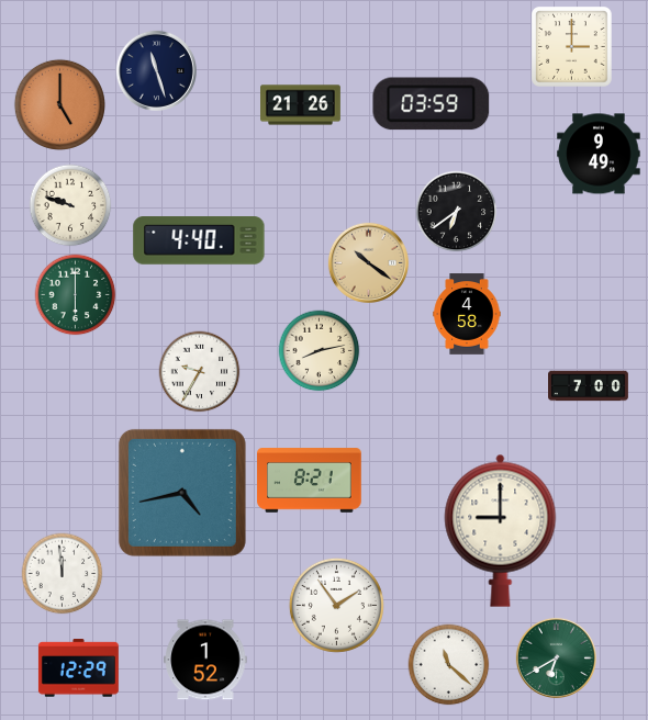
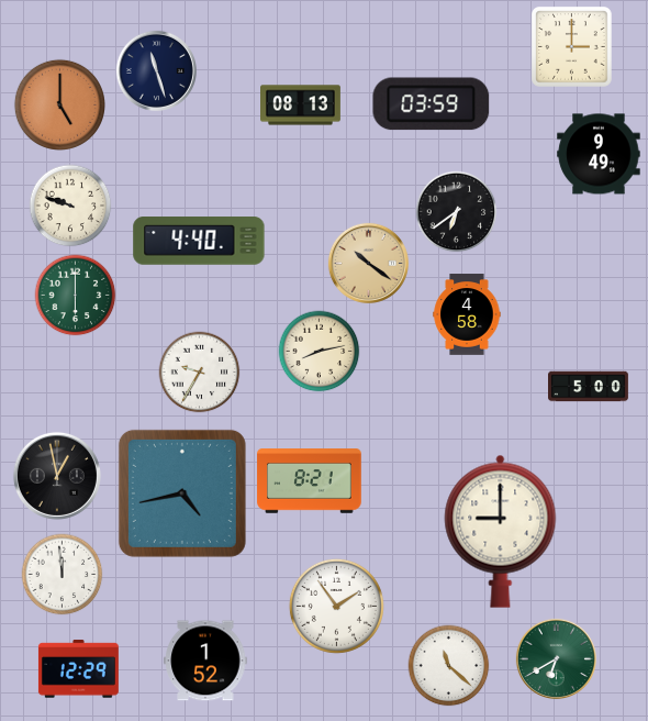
clock at (301, 105): 21:26 -> 08:13
clock at (589, 386): 7:00 -> 5:00
clock at (57, 476): none -> 12:58
